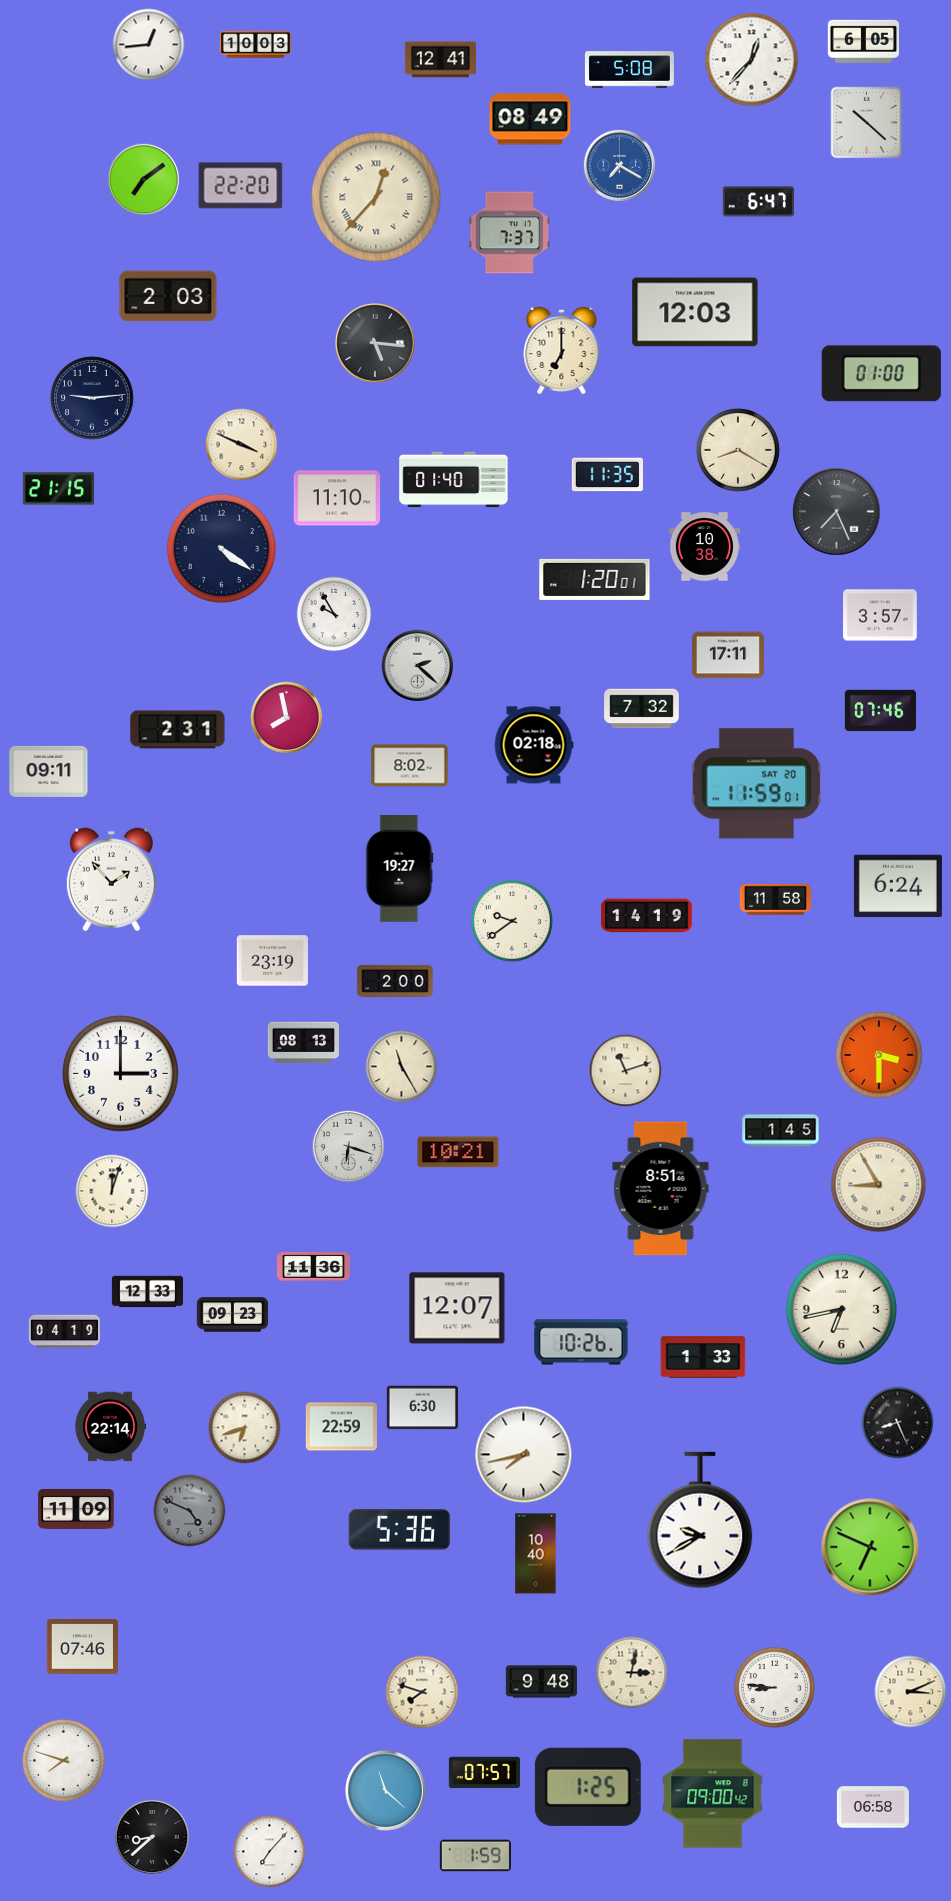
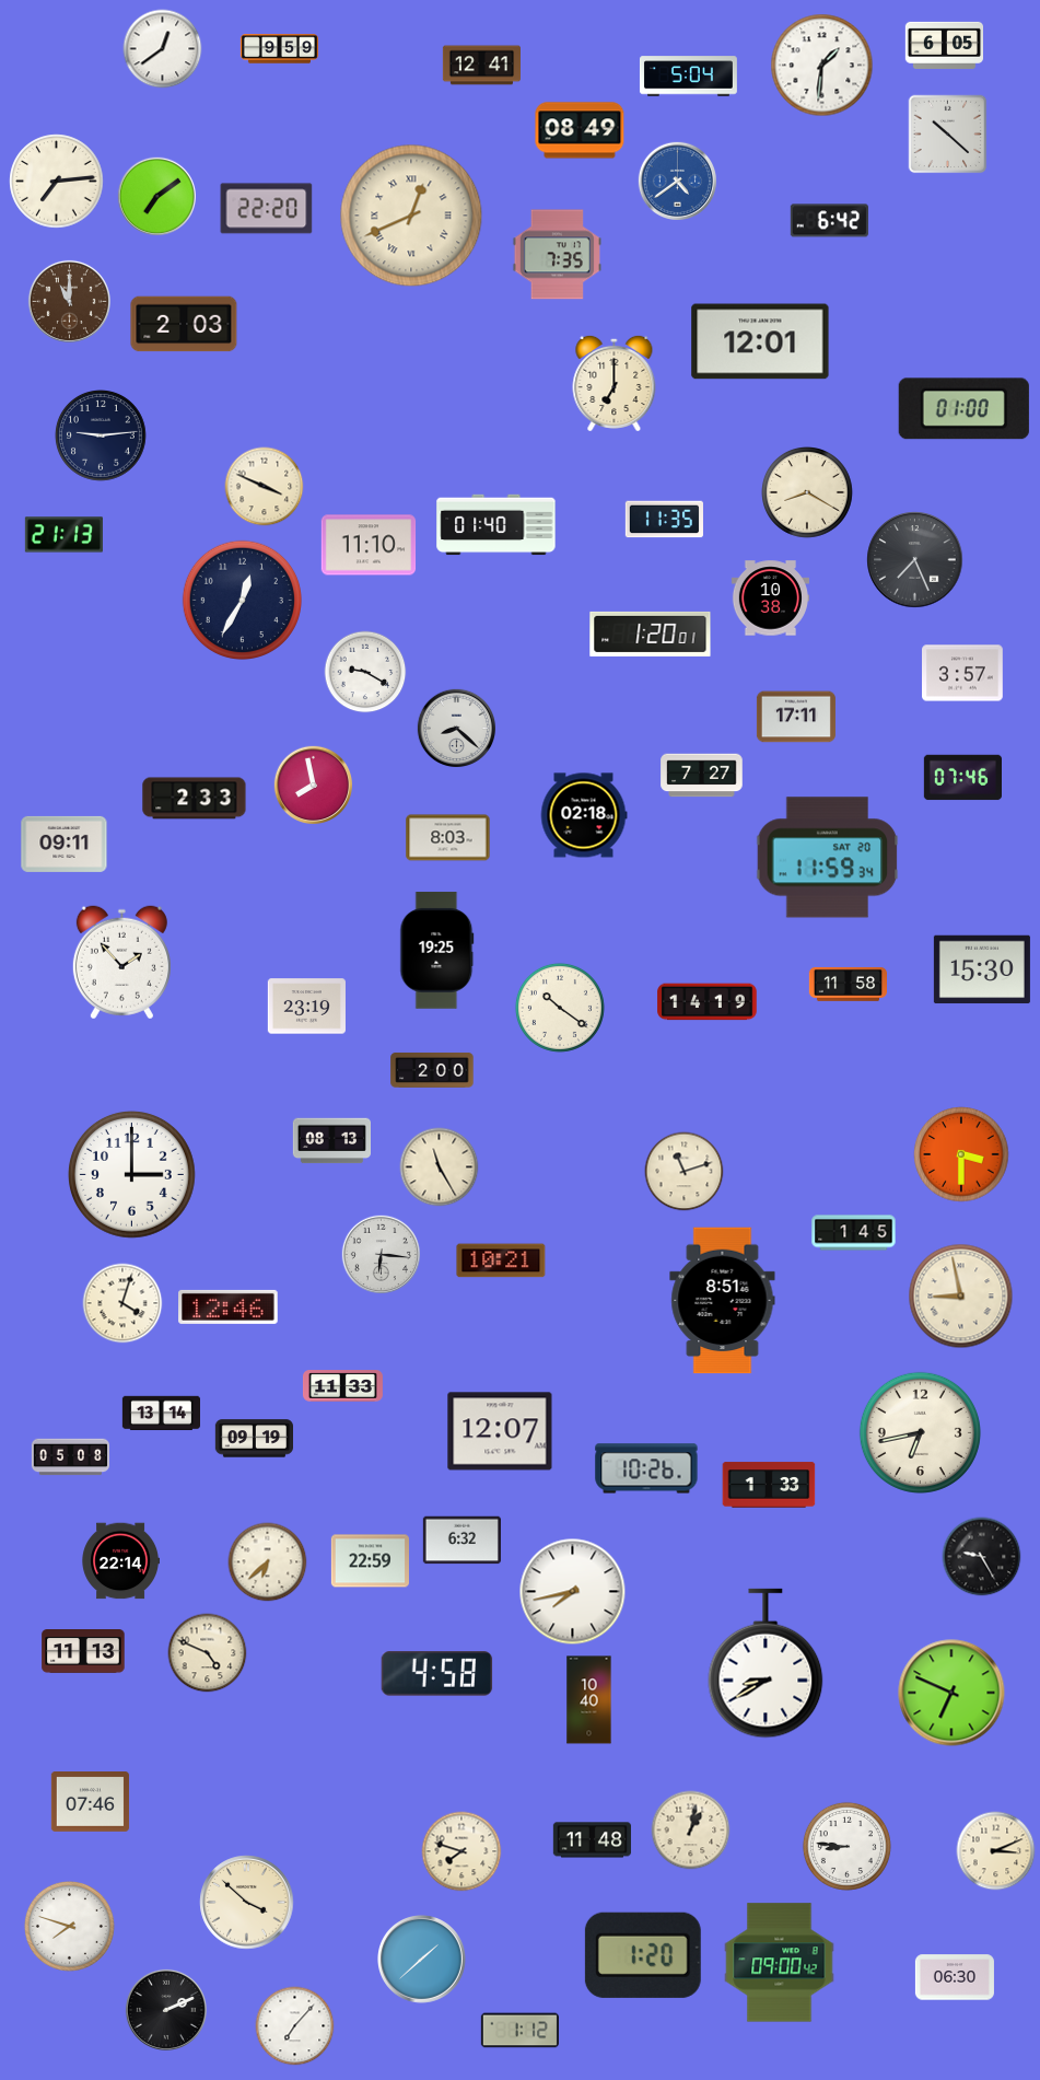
clock at (149, 45): 12:44 -> 12:39
clock at (255, 45): 10:03 -> 9:59
clock at (752, 60): 12:37 -> 1:31
clock at (629, 70): 5:08 -> 5:04
clock at (619, 165): 7:20 -> 4:39
clock at (57, 182): none -> 7:14
clock at (241, 186) position: (241, 186) -> (267, 209)
clock at (376, 197): 12:37 -> 12:41
clock at (758, 202): 6:47 -> 6:42
clock at (509, 233): 7:37 -> 7:35
clock at (69, 301): none -> 11:00
clock at (695, 312): 12:03 -> 12:01
clock at (376, 344): 5:16 -> none
clock at (58, 489): 21:15 -> 21:13
clock at (221, 548): 4:21 -> 12:35
clock at (334, 614): 9:55 -> 9:20
clock at (417, 665): 2:22 -> 8:22
clock at (642, 709): 7:32 -> 7:27
clock at (178, 730): 2:31 -> 2:33
clock at (410, 766): 8:02 -> 8:03
clock at (49, 771) position: (49, 771) -> (65, 844)
clock at (757, 784): 11:59:01 -> 11:59:34
clock at (400, 869): 19:27 -> 19:25
clock at (898, 886): 6:24 -> 15:30
clock at (512, 921): 9:39 -> 10:21
clock at (272, 961) position: (272, 961) -> (306, 1007)
clock at (395, 981) position: (395, 981) -> (432, 1070)
clock at (781, 1131) position: (781, 1131) -> (854, 1233)
clock at (348, 1146): 6:18 -> 6:16
clock at (879, 1185): 8:55 -> 8:58
clock at (112, 1191): 12:03 -> 4:03
clock at (229, 1306): none -> 12:46
clock at (313, 1267): 11:36 -> 11:33
clock at (147, 1292): 12:33 -> 13:14
clock at (232, 1315): 09:23 -> 09:19
clock at (64, 1332): 04:19 -> 05:08
clock at (581, 1342) position: (581, 1342) -> (646, 1468)
clock at (422, 1408): 6:30 -> 6:32
clock at (898, 1423): 8:26 -> 9:25
clock at (341, 1427) position: (341, 1427) -> (370, 1561)
clock at (245, 1428): 6:42 -> 6:38
clock at (76, 1510): 11:09 -> 11:13
clock at (190, 1511) dial: grey -> cream
clock at (700, 1520): 9:40 -> 8:40
clock at (400, 1530): 5:36 -> 4:58
clock at (536, 1554) position: (536, 1554) -> (589, 1700)
clock at (632, 1673): 3:02 -> 1:02
clock at (541, 1682): 9:48 -> 11:48
clock at (247, 1903): none -> 3:52
clock at (484, 1773): 07:57 -> none
clock at (588, 1787): 1:25 -> 1:20
clock at (386, 1791): 11:22 -> 1:38
clock at (873, 1807): 06:58 -> 06:30
clock at (152, 1837): 8:38 -> 2:11
clock at (475, 1856): 1:59 -> 1:12
